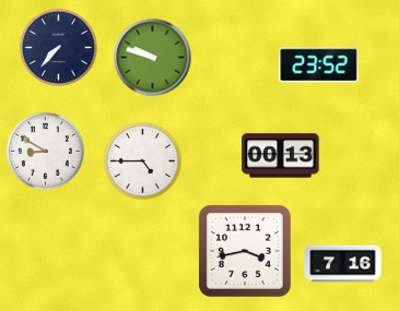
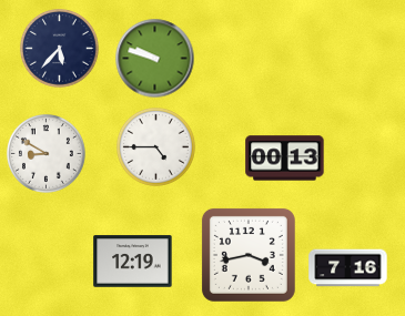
clock at (58, 47): 7:37 -> 5:37
clock at (319, 65): 23:52 -> none
clock at (142, 160) position: (142, 160) -> (155, 146)
clock at (133, 262): none -> 12:19
